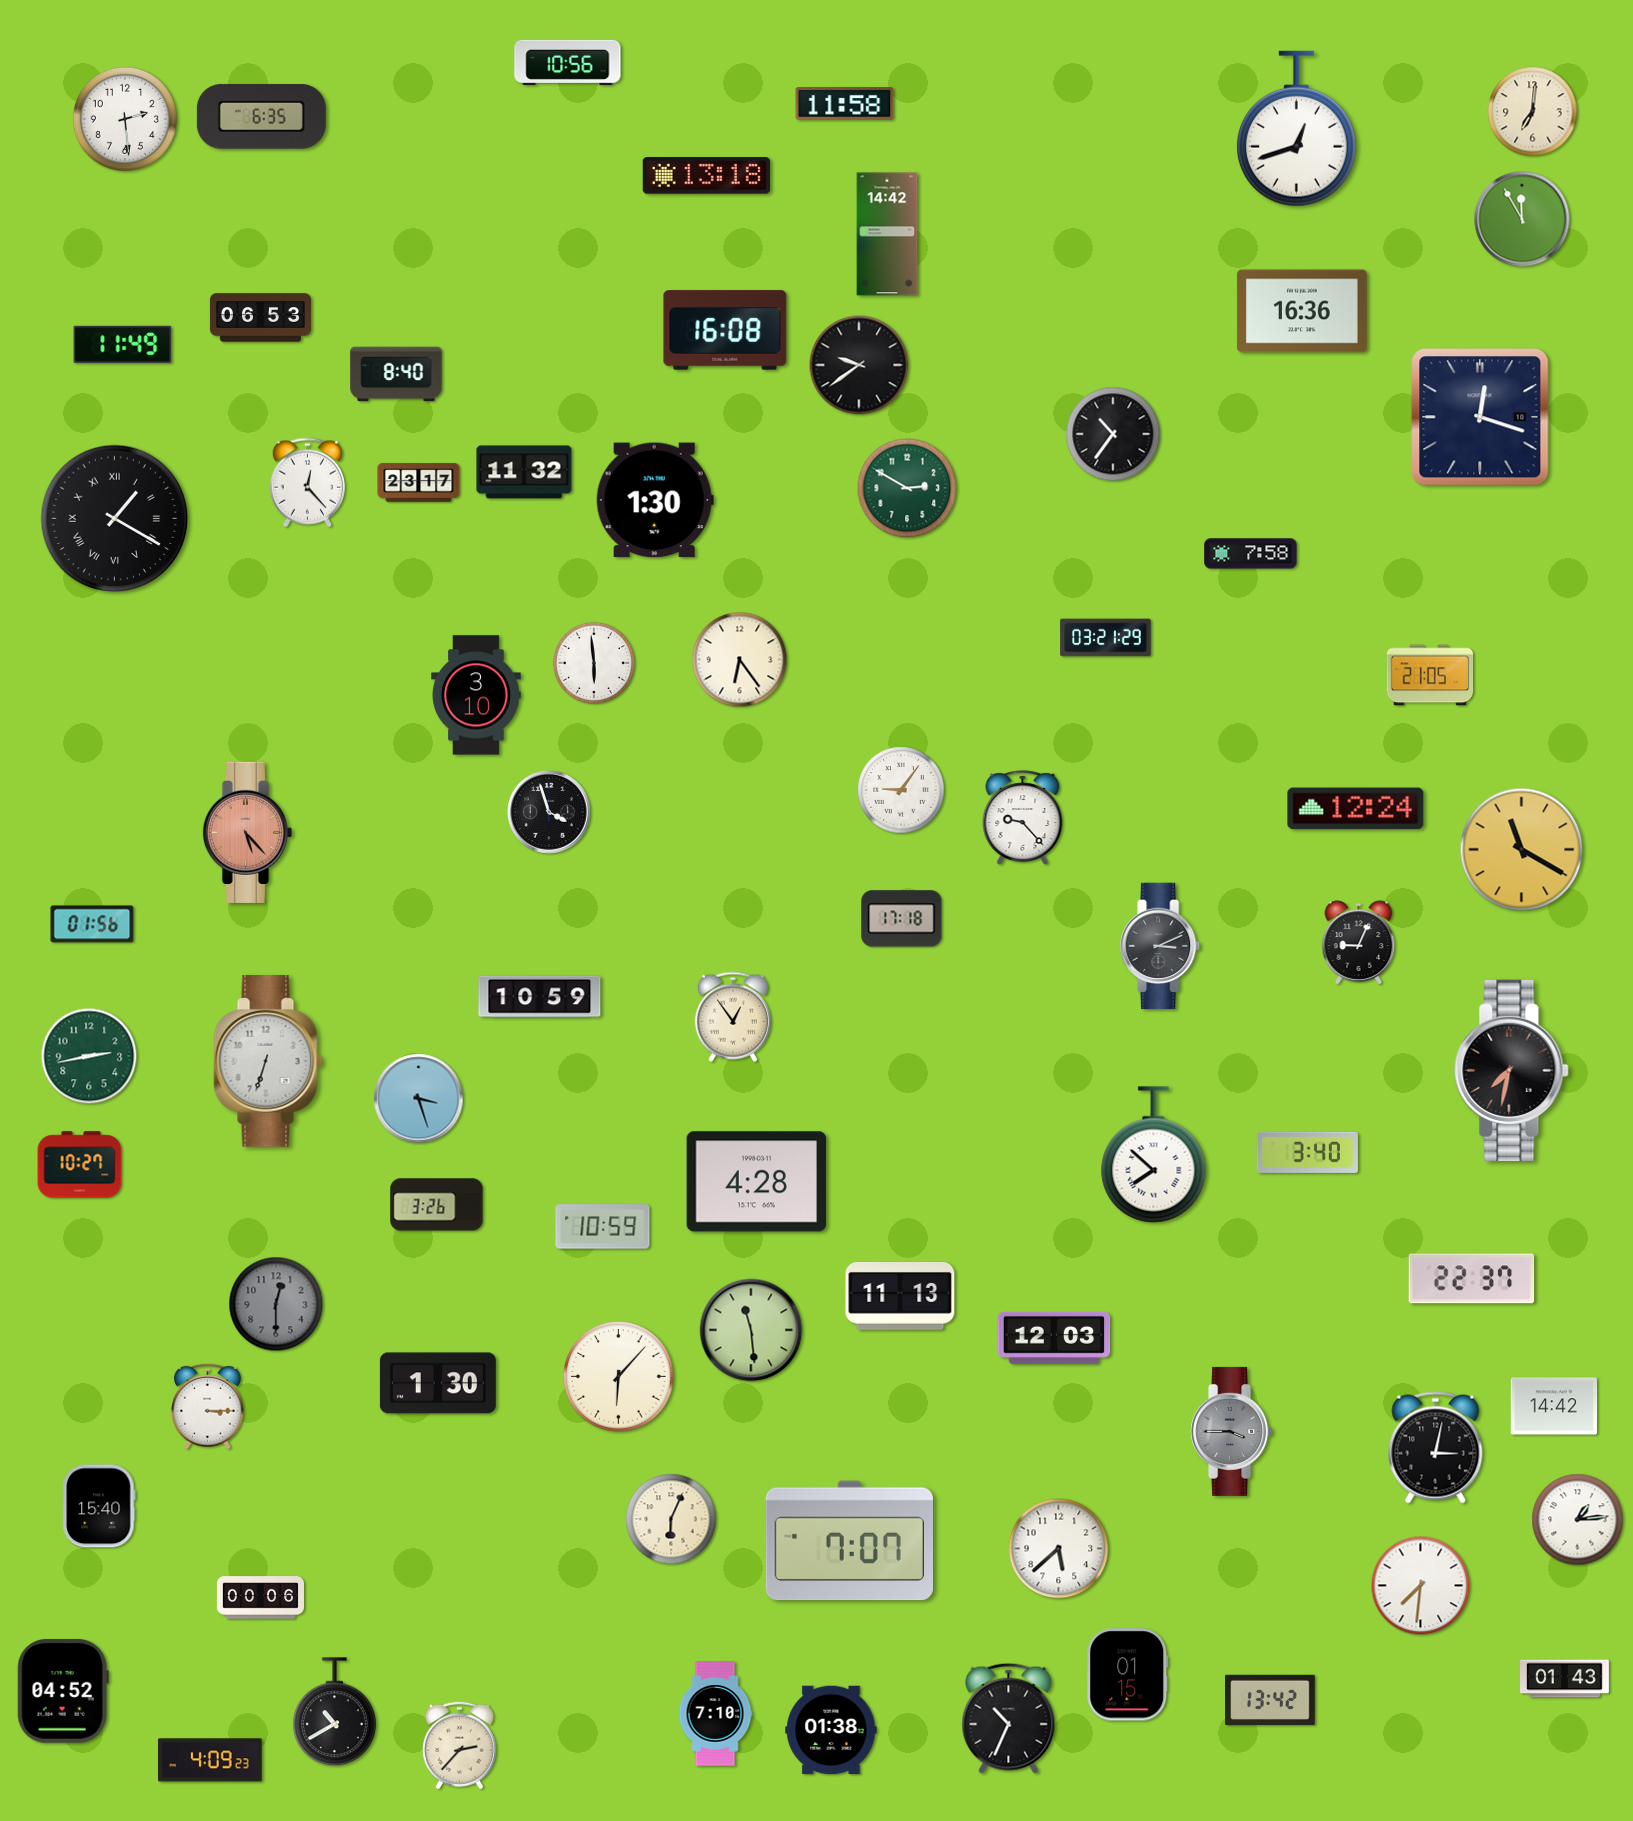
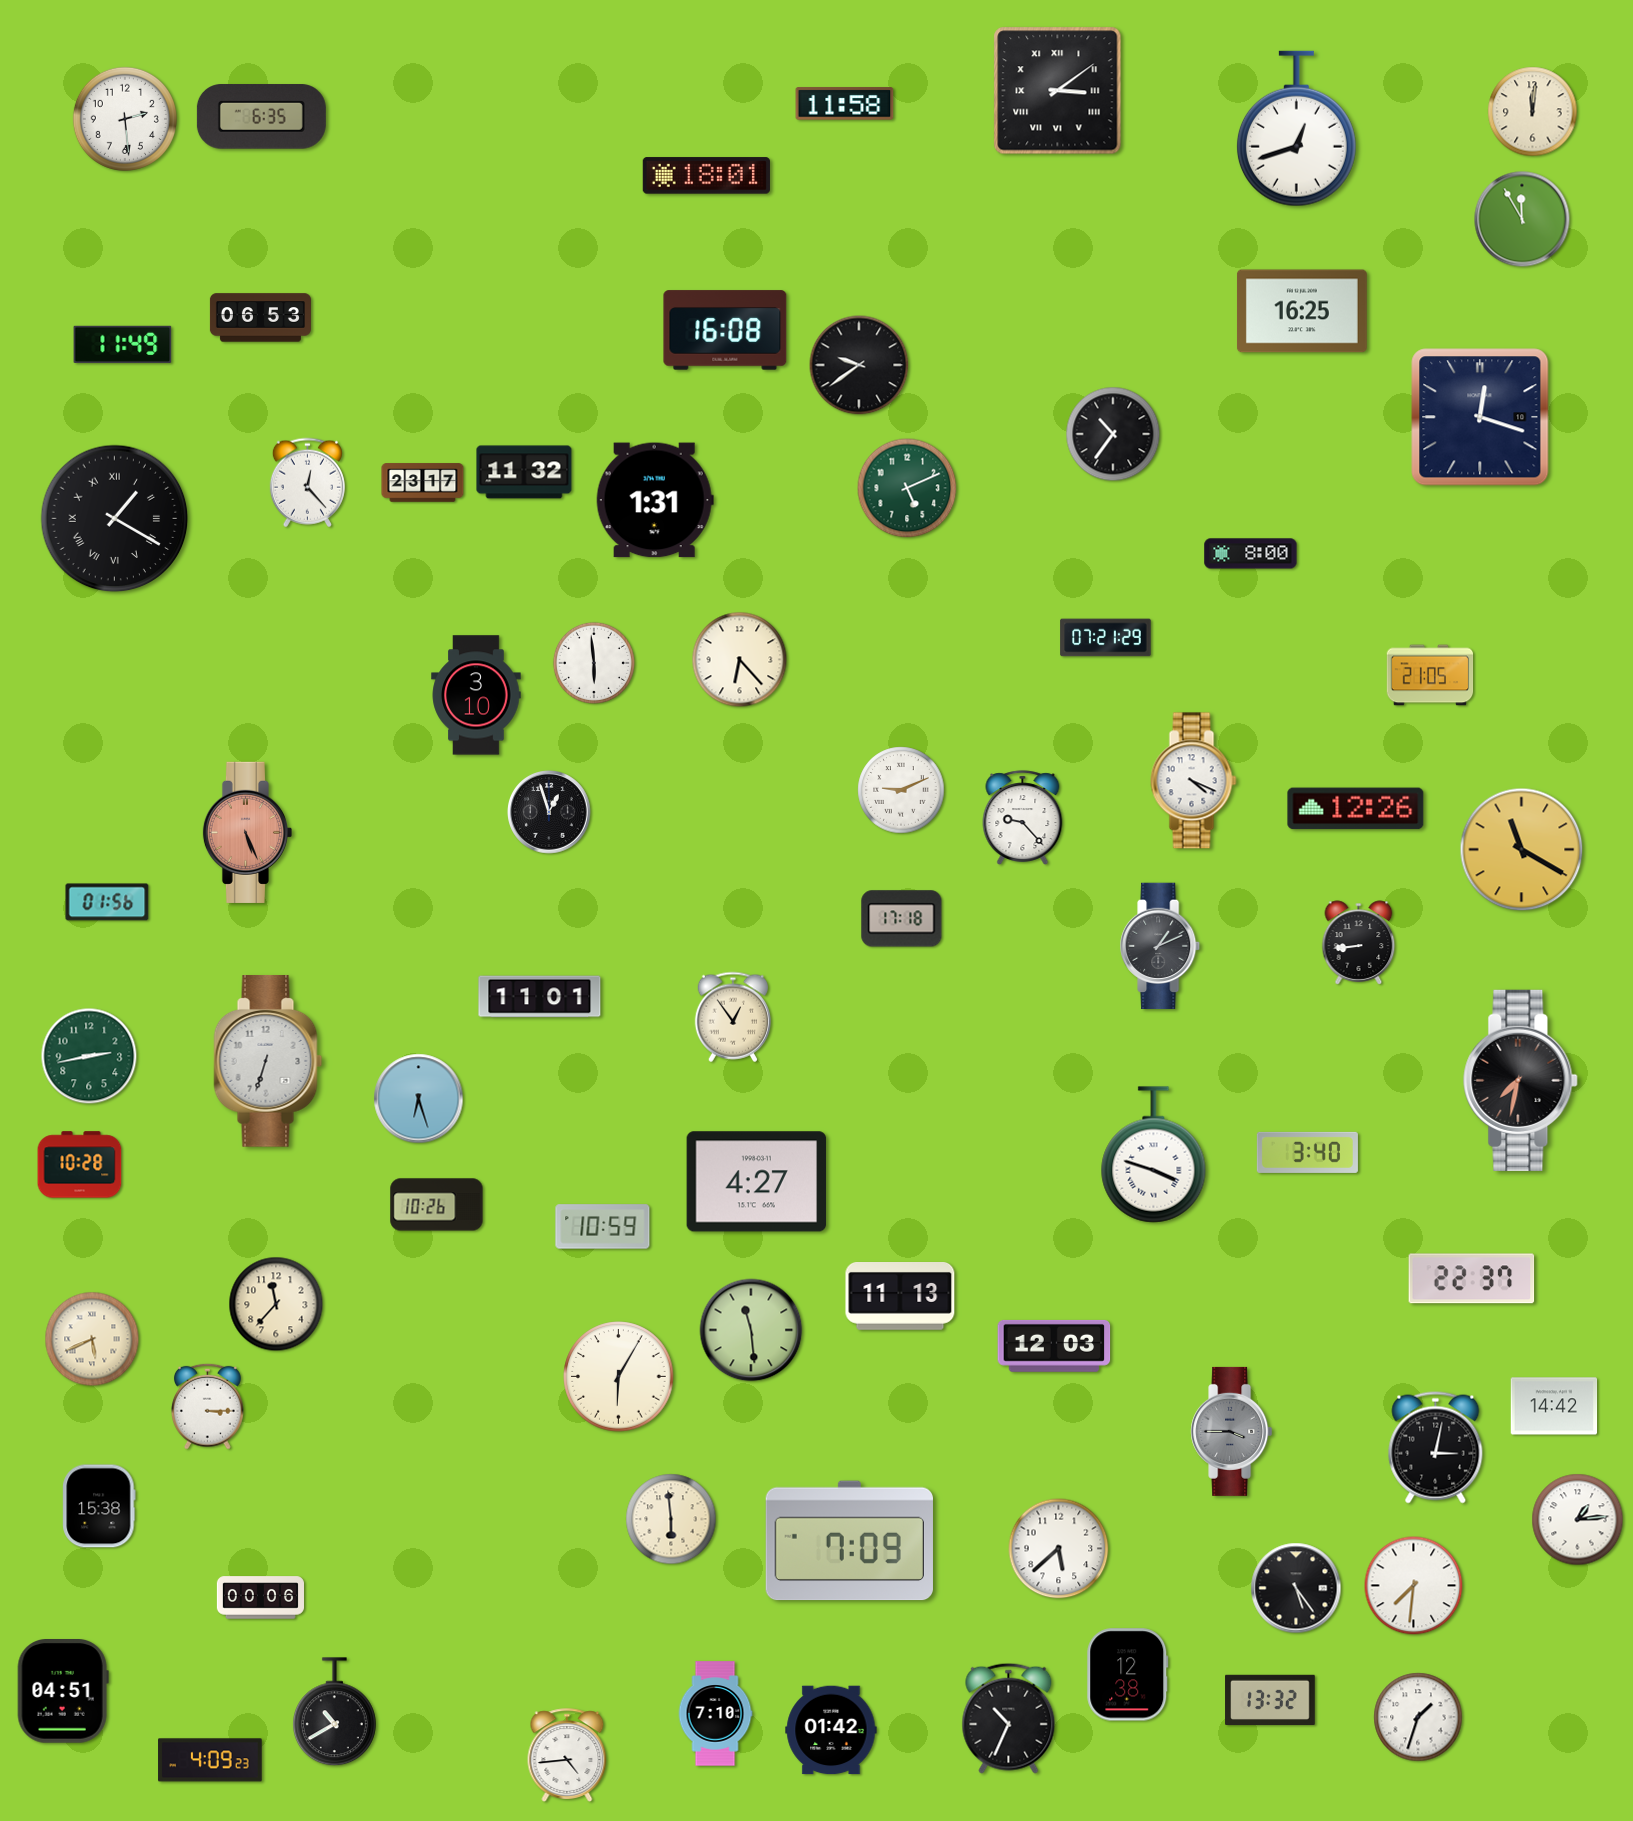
clock at (568, 62): 10:56 -> none
clock at (1058, 91): none -> 3:09
clock at (1533, 112): 7:01 -> 12:01
clock at (706, 176): 13:18 -> 18:01
clock at (887, 234): 14:42 -> none
clock at (1302, 311): 16:36 -> 16:25
clock at (396, 374): 8:40 -> none
clock at (419, 483) position: (419, 483) -> (423, 483)
clock at (907, 488): 2:50 -> 5:11
clock at (655, 500): 1:30 -> 1:31
clock at (1251, 554): 7:58 -> 8:00
clock at (1106, 638): 03:21 -> 07:21
clock at (740, 660): 6:24 -> 6:23
clock at (1194, 781): none -> 4:19
clock at (901, 790): 9:06 -> 9:11
clock at (1356, 809): 12:24 -> 12:26
clock at (550, 813): 3:57 -> 12:57
clock at (247, 832): 5:23 -> 5:26
clock at (92, 924) position: (92, 924) -> (107, 902)
clock at (1359, 943): 9:04 -> 8:44
clock at (1161, 946): 3:11 -> 1:11
clock at (540, 997): 10:59 -> 11:01
clock at (1512, 1070) position: (1512, 1070) -> (1521, 1080)
clock at (419, 1099): 3:27 -> 6:27
clock at (1154, 1155): 7:52 -> 3:48
clock at (80, 1165): 10:27 -> 10:28
clock at (757, 1182): 4:28 -> 4:27
clock at (437, 1205): 3:26 -> 10:26
clock at (276, 1304): 12:30 -> 11:37
clock at (276, 1304) dial: grey -> cream
clock at (1054, 1338) position: (1054, 1338) -> (1054, 1346)
clock at (92, 1339): none -> 5:41
clock at (619, 1377): 6:07 -> 6:05
clock at (438, 1383): 1:30 -> none
clock at (99, 1506): 15:40 -> 15:38
clock at (671, 1519): 6:04 -> 5:59
clock at (849, 1541): 7:07 -> 7:09
clock at (1421, 1586) position: (1421, 1586) -> (1414, 1586)
clock at (1296, 1588): none -> 5:24
clock at (1128, 1675): 01:15 -> 12:38
clock at (1565, 1679): 01:43 -> none
clock at (63, 1692): 04:52 -> 04:51
clock at (1270, 1700): 13:42 -> 13:32
clock at (1418, 1717): none -> 1:33
clock at (831, 1730): 01:38 -> 01:42
clock at (459, 1746): 2:37 -> none
clock at (567, 1755): none -> 4:44
